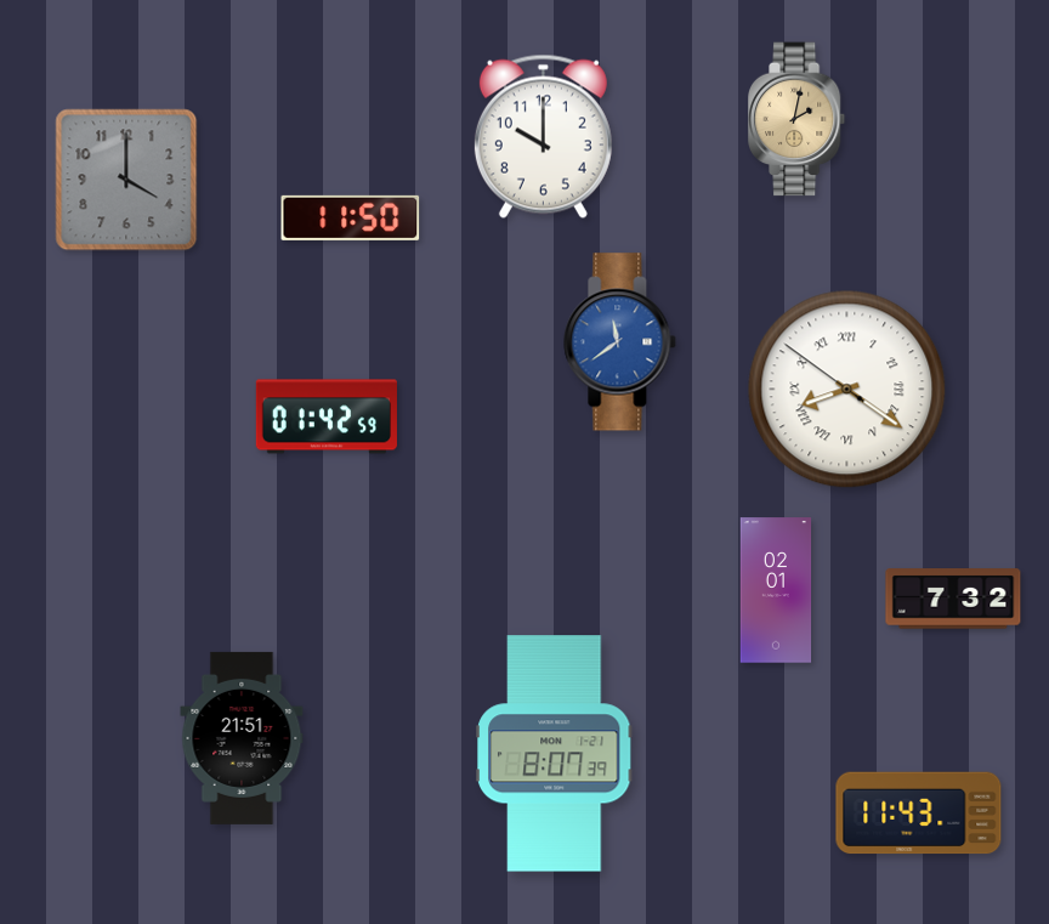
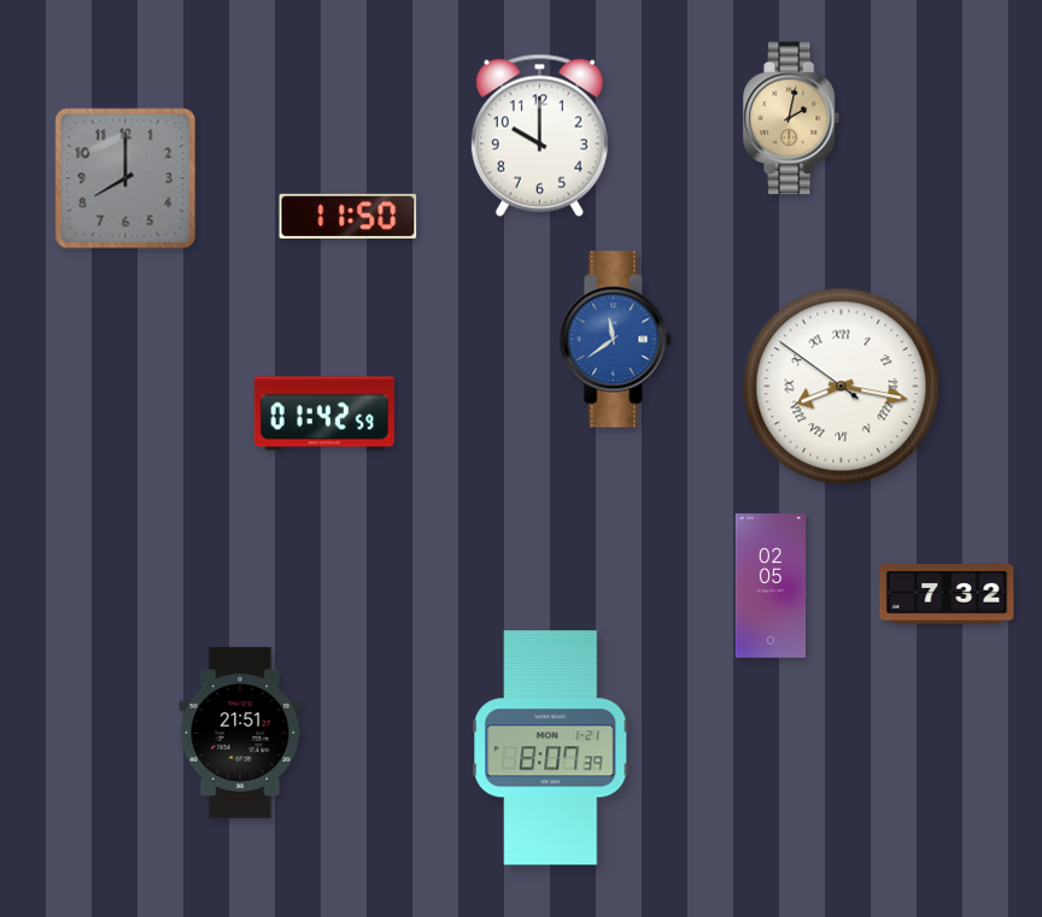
clock at (126, 180): 4:00 -> 8:00
clock at (847, 390): 8:20 -> 8:16
clock at (776, 590): 02:01 -> 02:05
clock at (919, 814): 11:43 -> none
